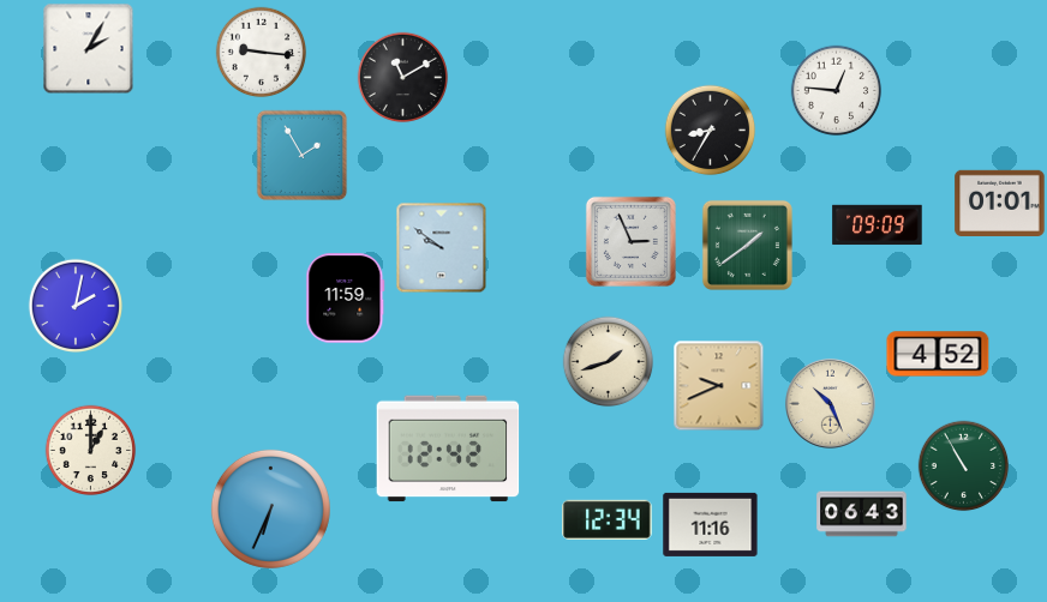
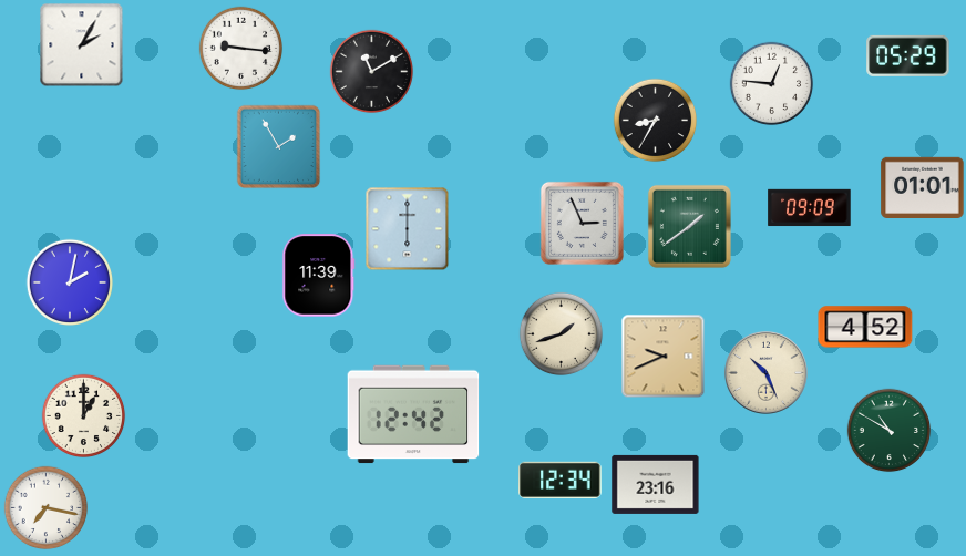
clock at (908, 55): none -> 05:29
clock at (303, 156) position: (303, 156) -> (279, 147)
clock at (442, 248): 9:51 -> 6:00
clock at (346, 299): 11:59 -> 11:39
clock at (964, 466): 10:55 -> 10:50
clock at (270, 508): 6:34 -> none
clock at (862, 514): 06:43 -> none
clock at (711, 524): 11:16 -> 23:16
clock at (47, 508): none -> 7:17
